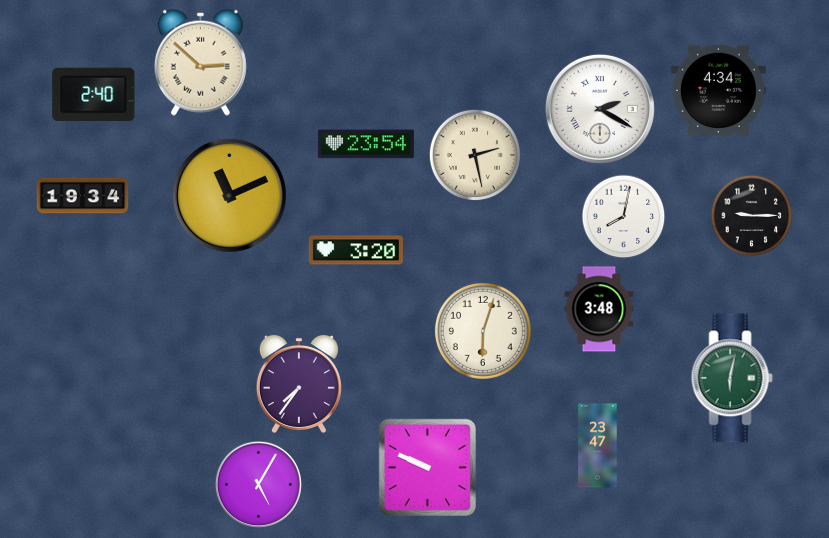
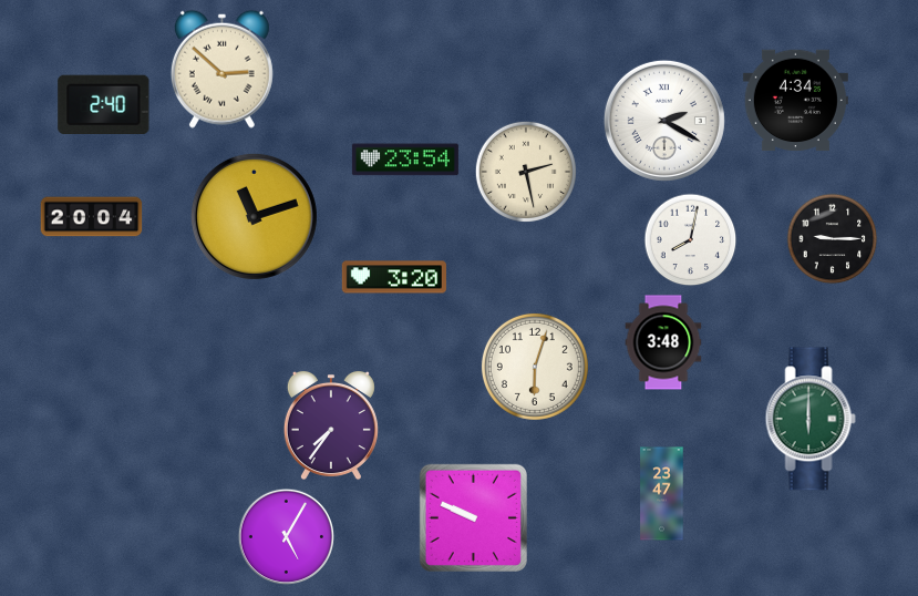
clock at (229, 195): 11:11 -> 11:12
clock at (83, 196): 19:34 -> 20:04
clock at (732, 378): 6:02 -> 6:00
